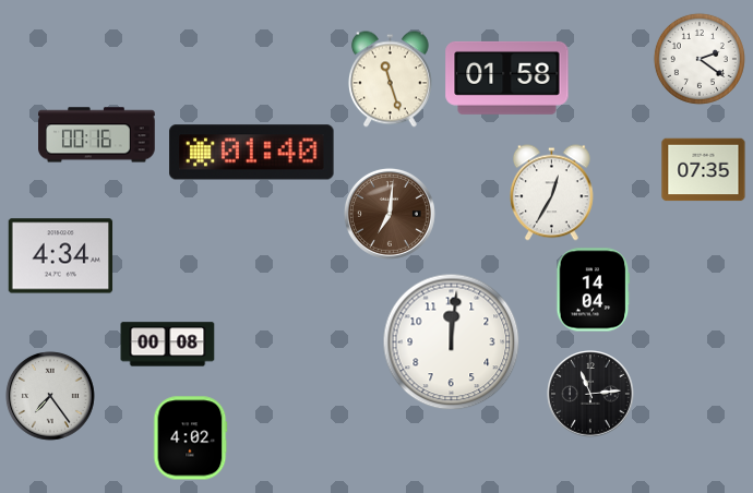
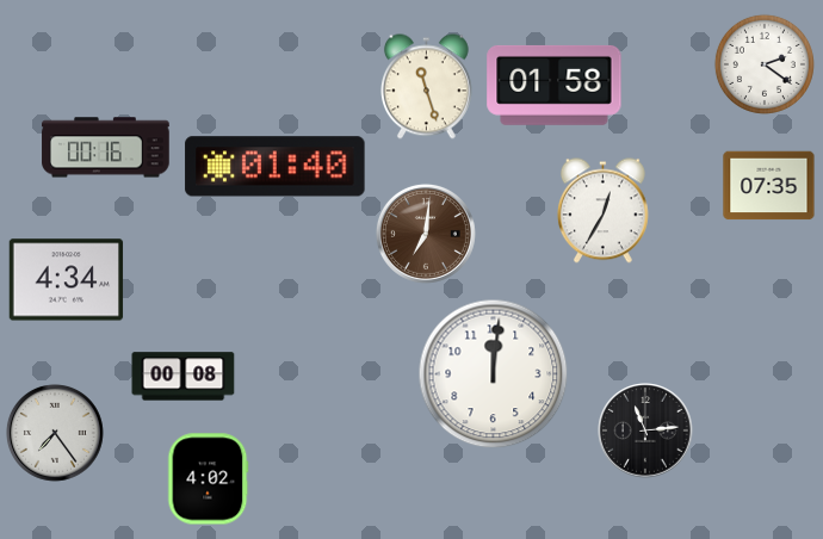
clock at (594, 290): 14:04 -> none
